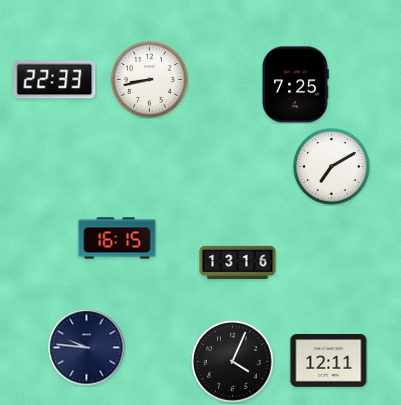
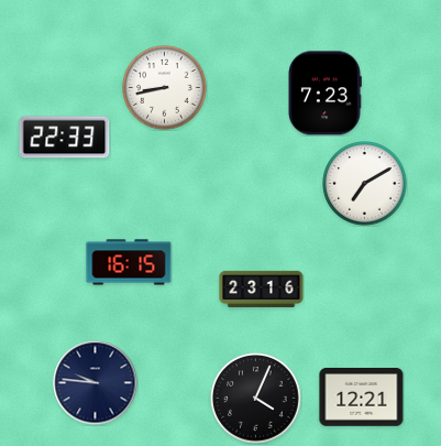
clock at (55, 80) position: (55, 80) -> (65, 138)
clock at (295, 85): 7:25 -> 7:23
clock at (238, 262): 13:16 -> 23:16
clock at (329, 361): 12:11 -> 12:21
